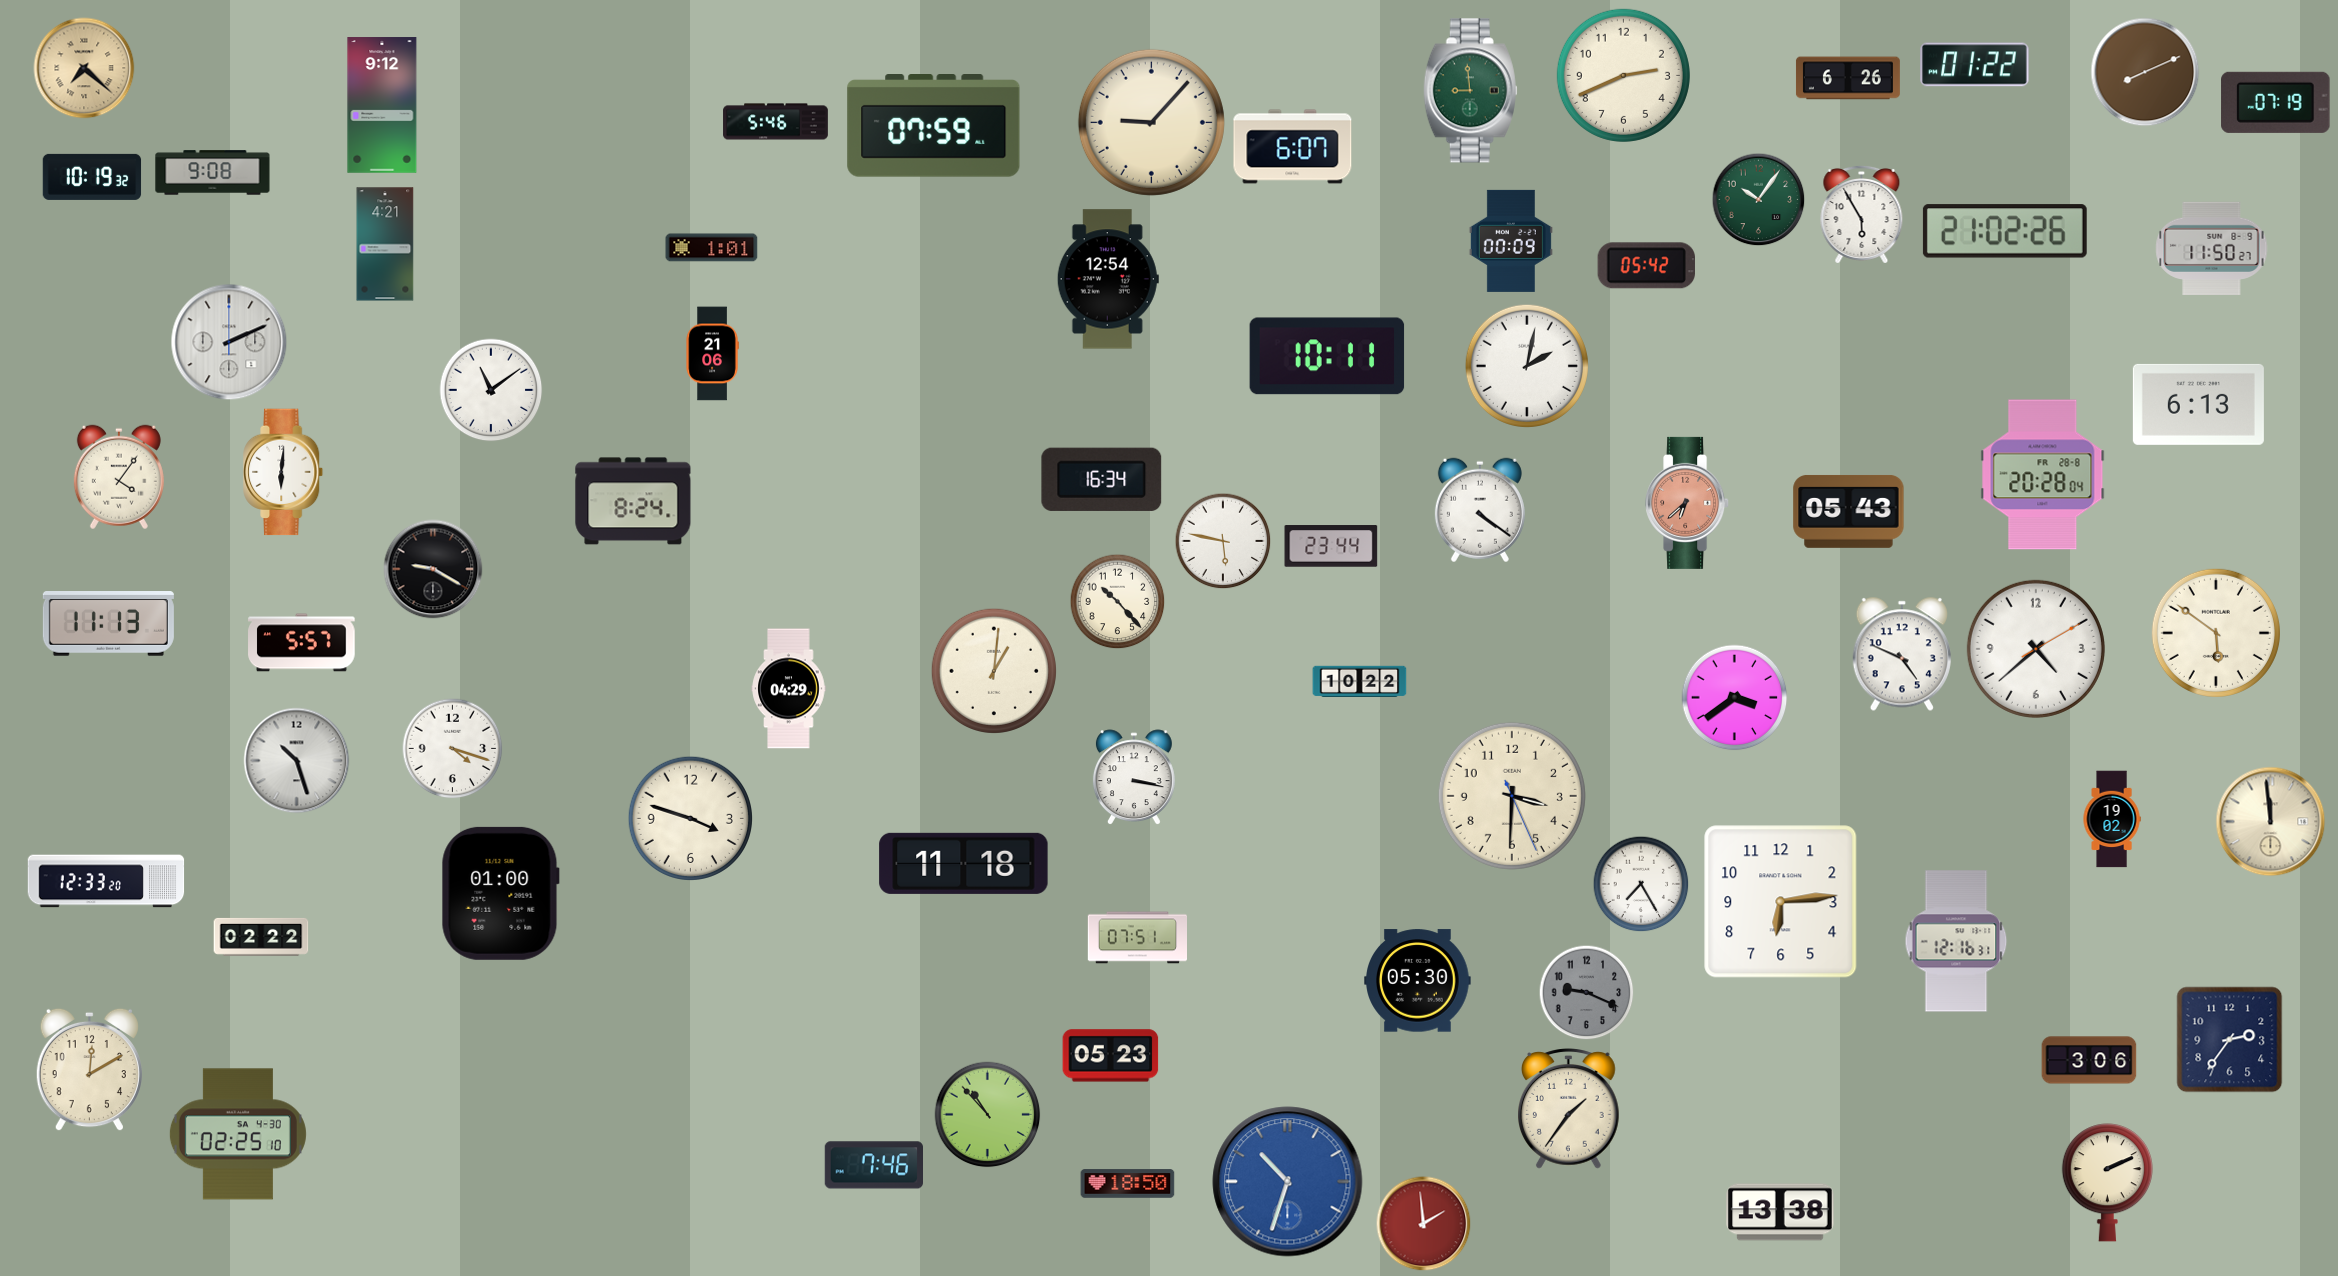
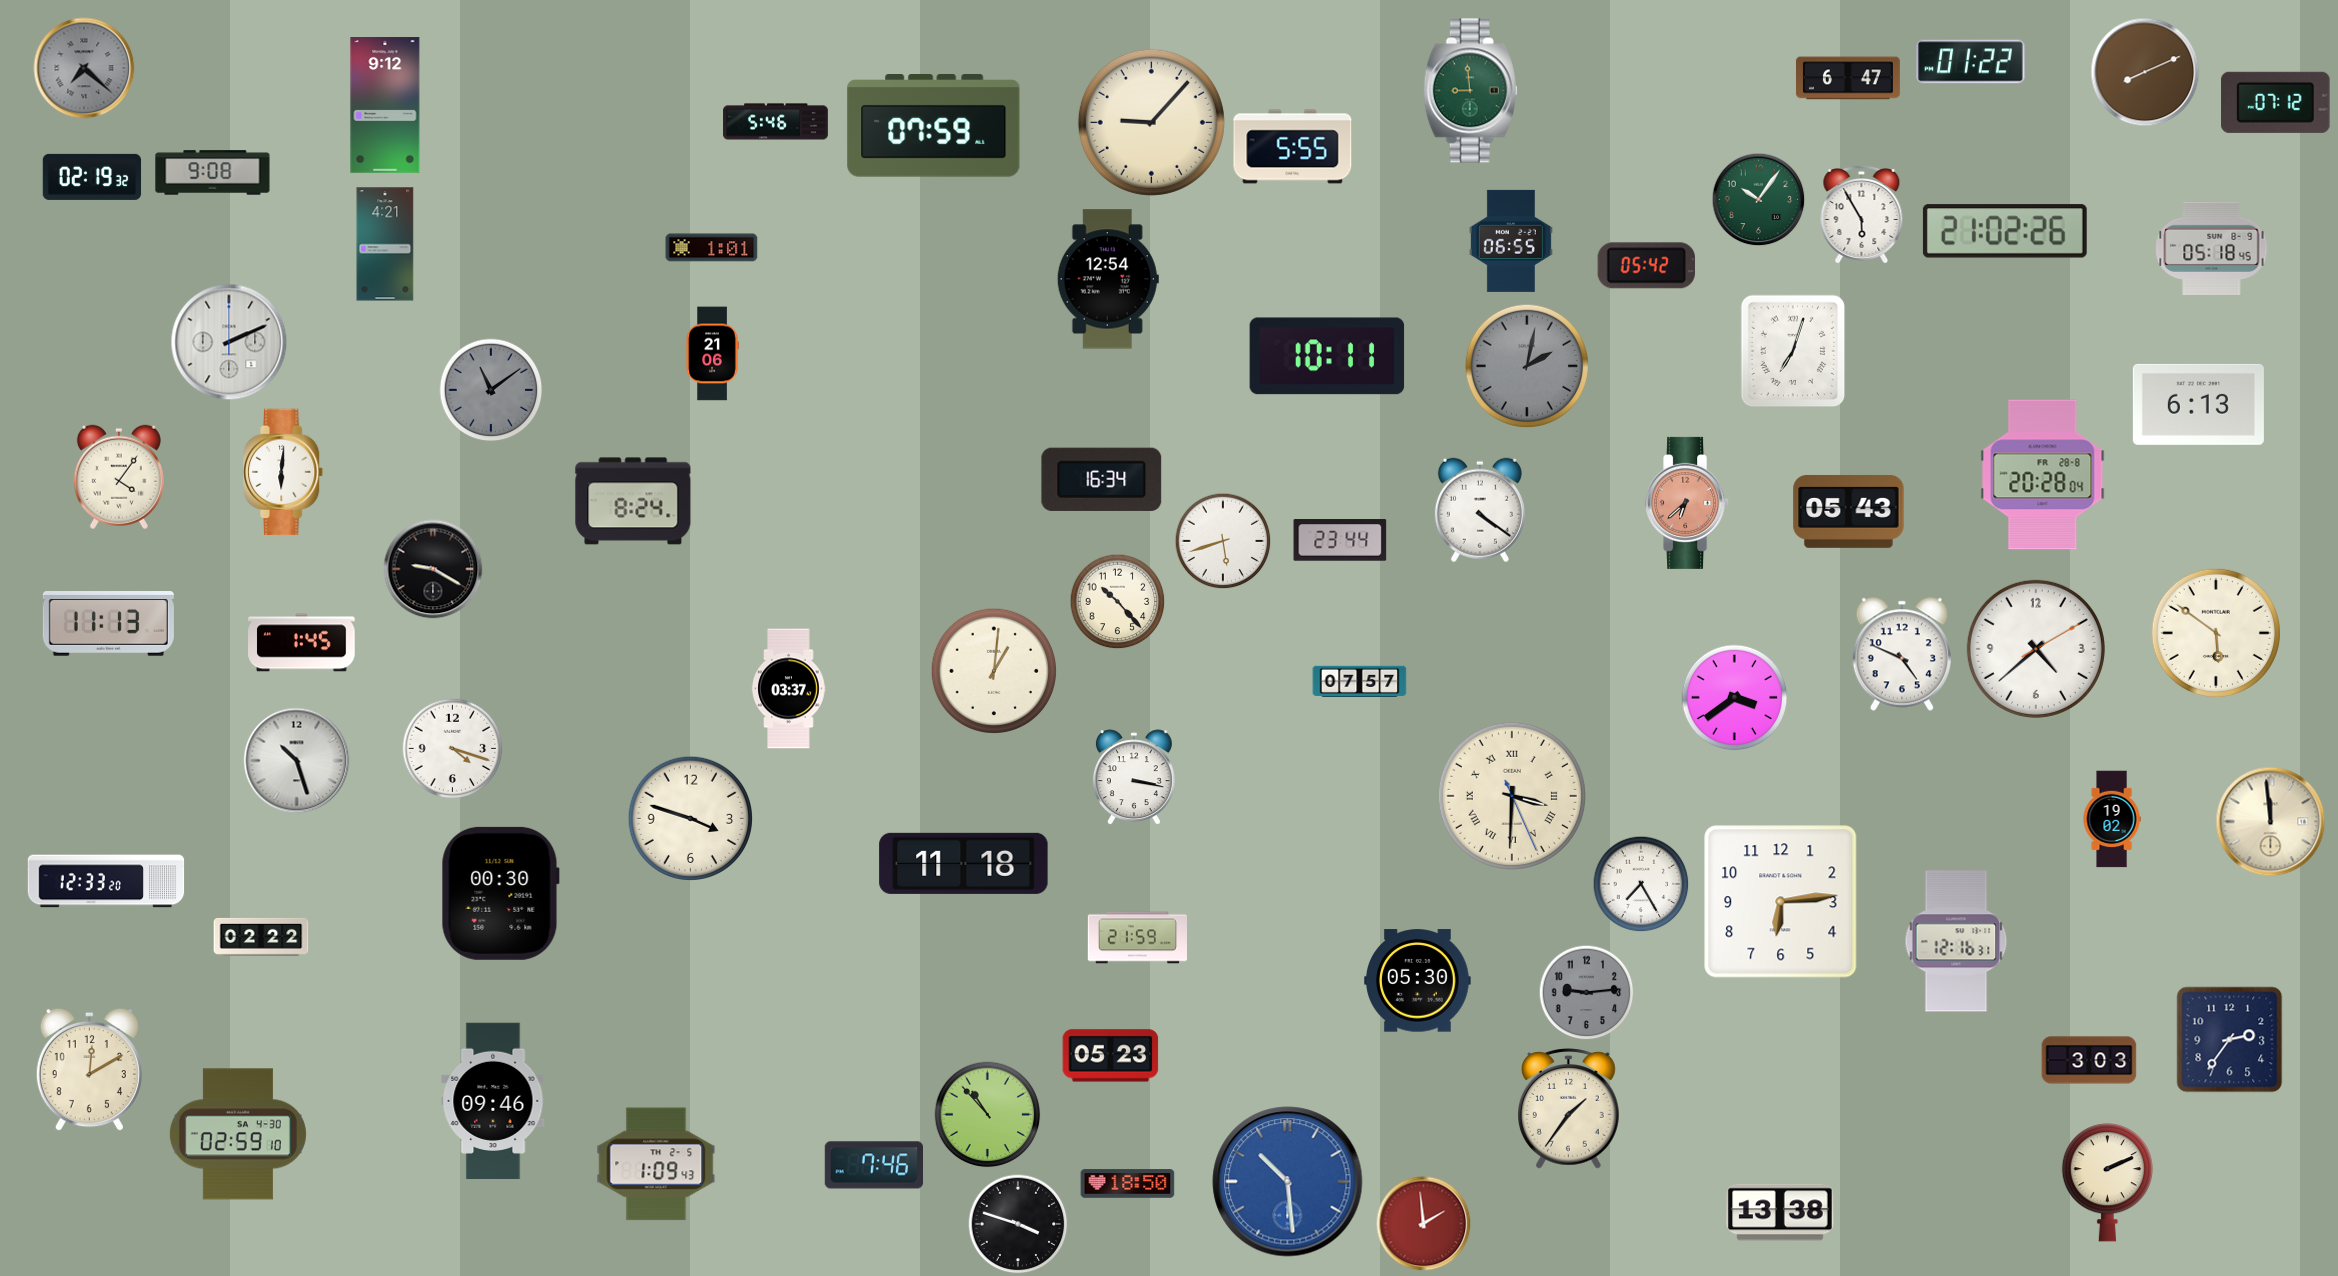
clock at (1975, 65) position: (1975, 65) -> (1971, 62)
clock at (84, 68) dial: champagne -> grey
clock at (1623, 75): 2:41 -> none
clock at (1848, 78): 6:26 -> 6:47
clock at (2276, 102): 07:19 -> 07:12
clock at (382, 105) position: (382, 105) -> (385, 105)
clock at (1293, 147): 6:07 -> 5:55
clock at (92, 177): 10:19 -> 02:19
clock at (1511, 241): 00:09 -> 06:55
clock at (2212, 248): 11:50 -> 05:18
clock at (1793, 351): none -> 7:03
clock at (1526, 365) dial: white -> grey
clock at (491, 390) dial: white -> grey
clock at (1223, 541): 5:47 -> 5:42
clock at (1331, 546) position: (1331, 546) -> (1340, 540)
clock at (302, 643): 5:57 -> 1:45
clock at (1360, 682): 10:22 -> 07:57
clock at (789, 689): 04:29 -> 03:37
clock at (1512, 796) numerals: Arabic -> Roman
clock at (500, 893): 01:00 -> 00:30
clock at (1138, 938): 07:51 -> 21:59
clock at (1587, 993): 9:19 -> 9:14
clock at (2089, 1060): 3:06 -> 3:03
clock at (493, 1101): none -> 09:46
clock at (238, 1134): 02:25 -> 02:59
clock at (656, 1164): none -> 1:09
clock at (1288, 1182): 10:33 -> 10:29
clock at (1018, 1224): none -> 3:48
